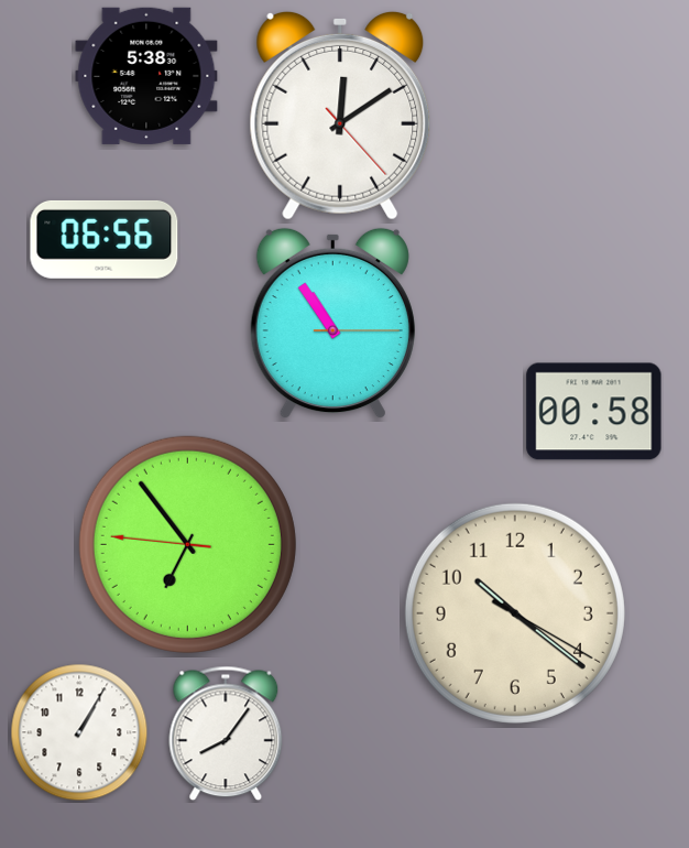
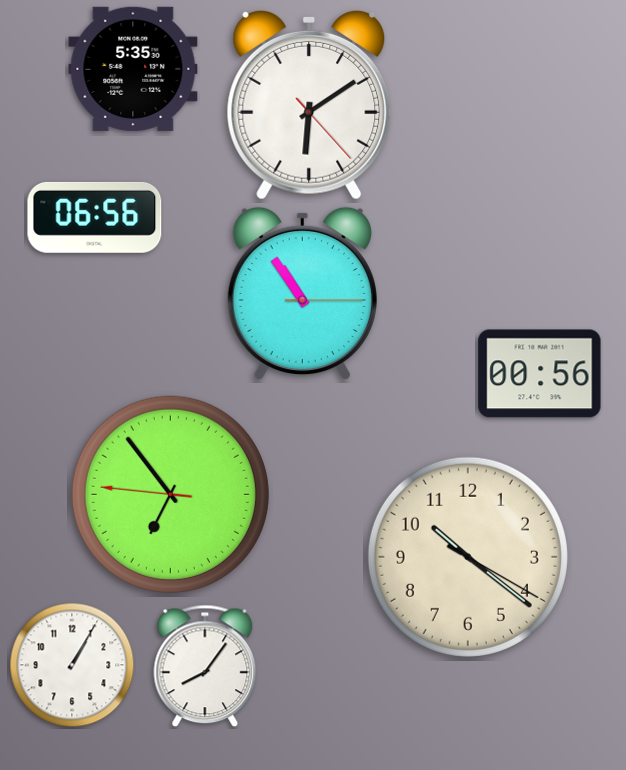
clock at (146, 76): 5:38 -> 5:35
clock at (340, 116): 12:09 -> 6:09
clock at (594, 412): 00:58 -> 00:56
